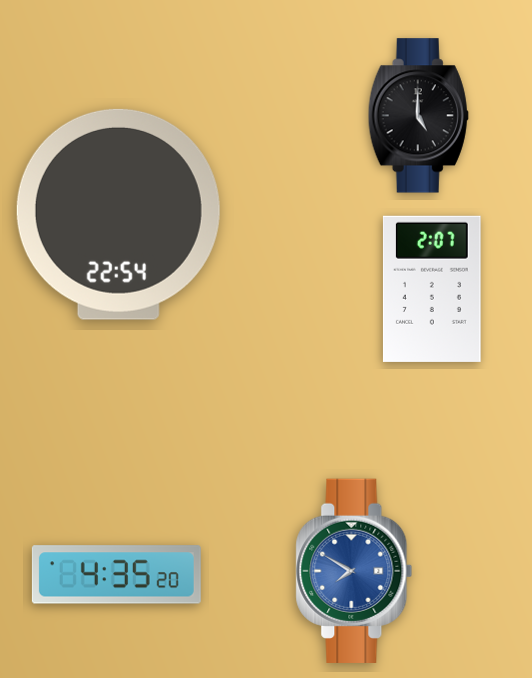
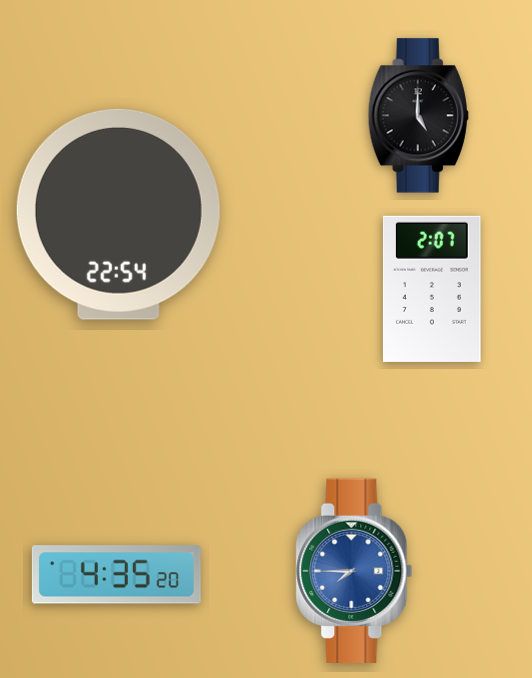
clock at (354, 570): 7:50 -> 7:45
